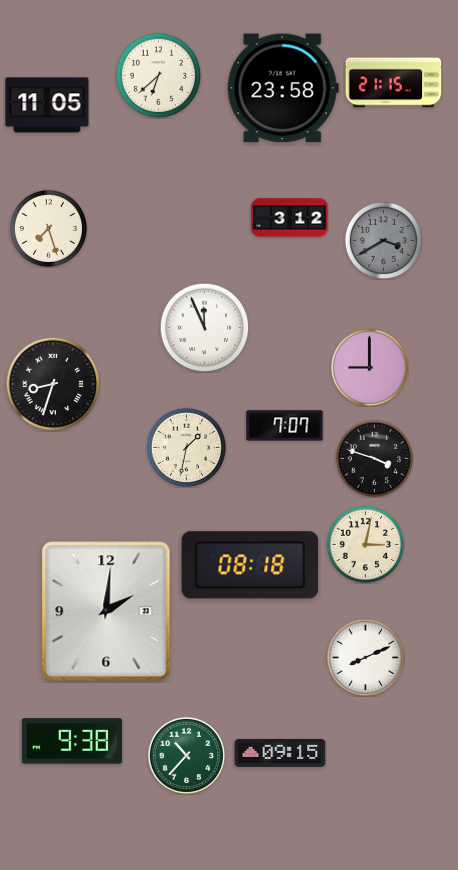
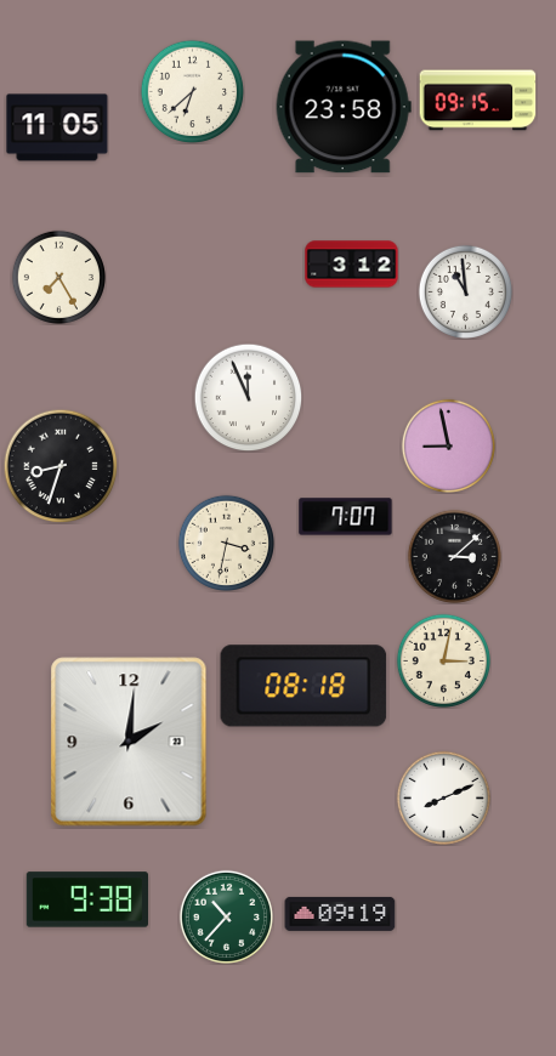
clock at (394, 83): 21:15 -> 09:15
clock at (48, 228): 7:27 -> 7:25
clock at (383, 240): 3:40 -> 10:59
clock at (383, 240) dial: grey -> white
clock at (369, 367): 9:00 -> 8:58
clock at (53, 384) position: (53, 384) -> (61, 466)
clock at (186, 447): 1:32 -> 3:32
clock at (374, 458): 3:48 -> 3:08
clock at (280, 753): 09:15 -> 09:19
